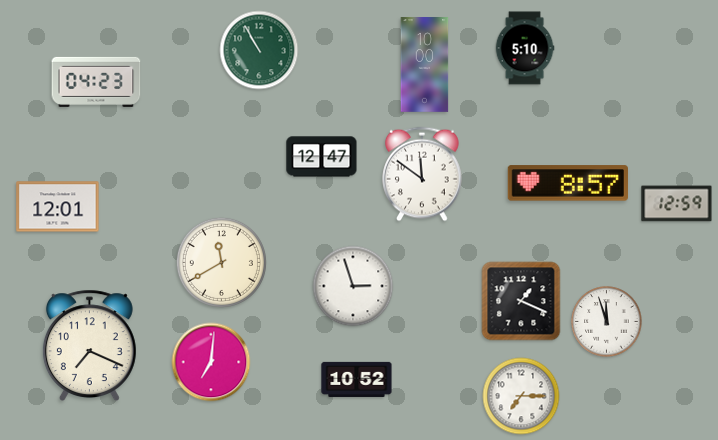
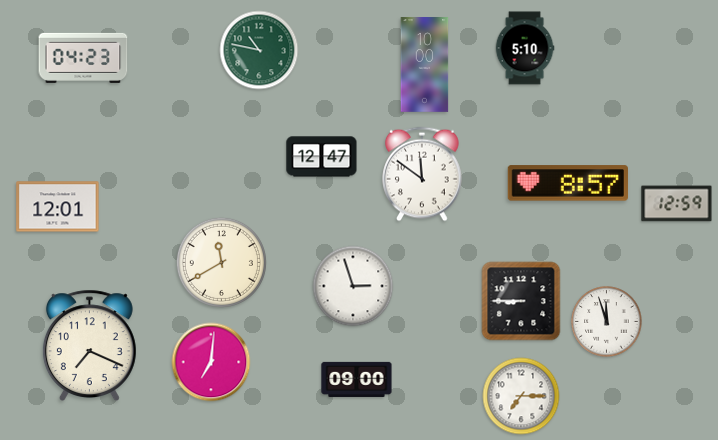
clock at (259, 50): 10:55 -> 10:47
clock at (96, 82) position: (96, 82) -> (83, 58)
clock at (521, 301): 1:19 -> 8:45
clock at (357, 379): 10:52 -> 09:00
